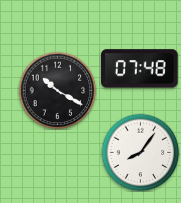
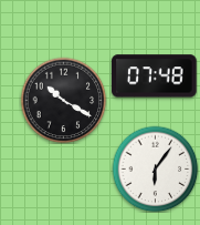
clock at (140, 152): 8:06 -> 6:06
